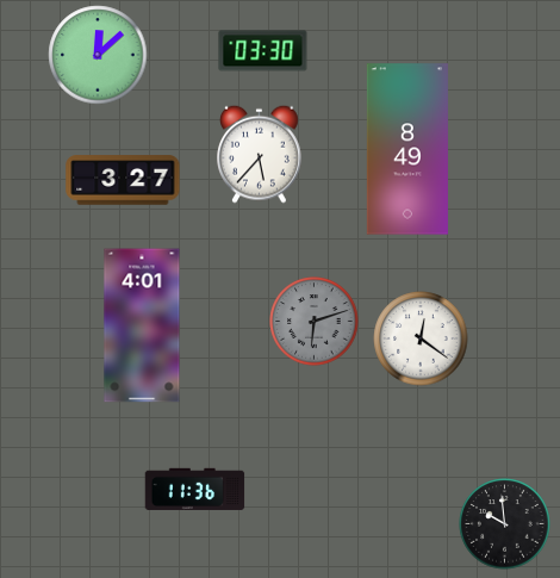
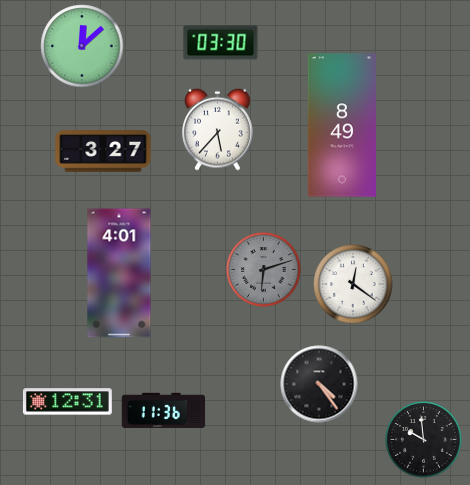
clock at (319, 384): none -> 4:24
clock at (67, 402): none -> 12:31
